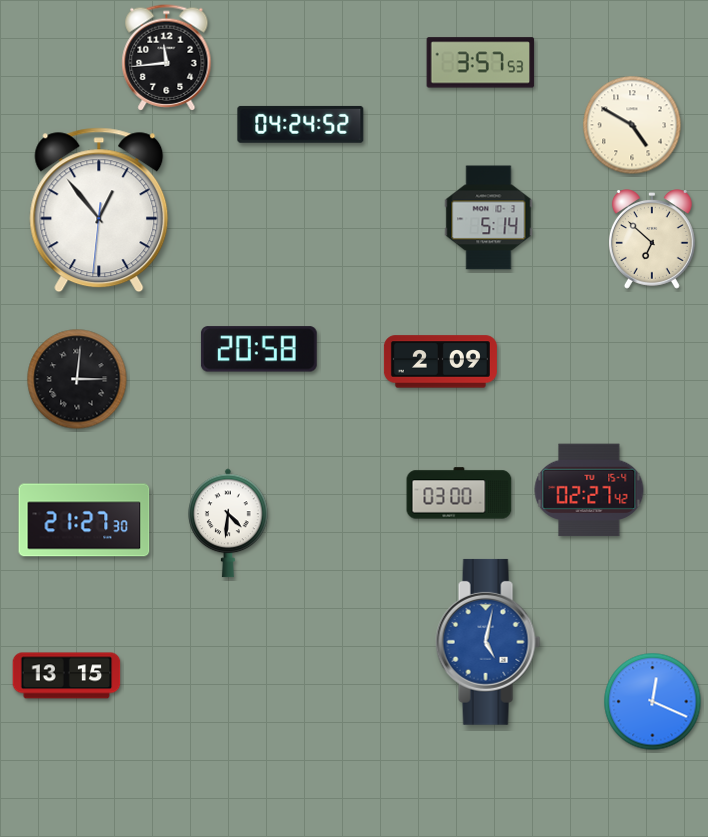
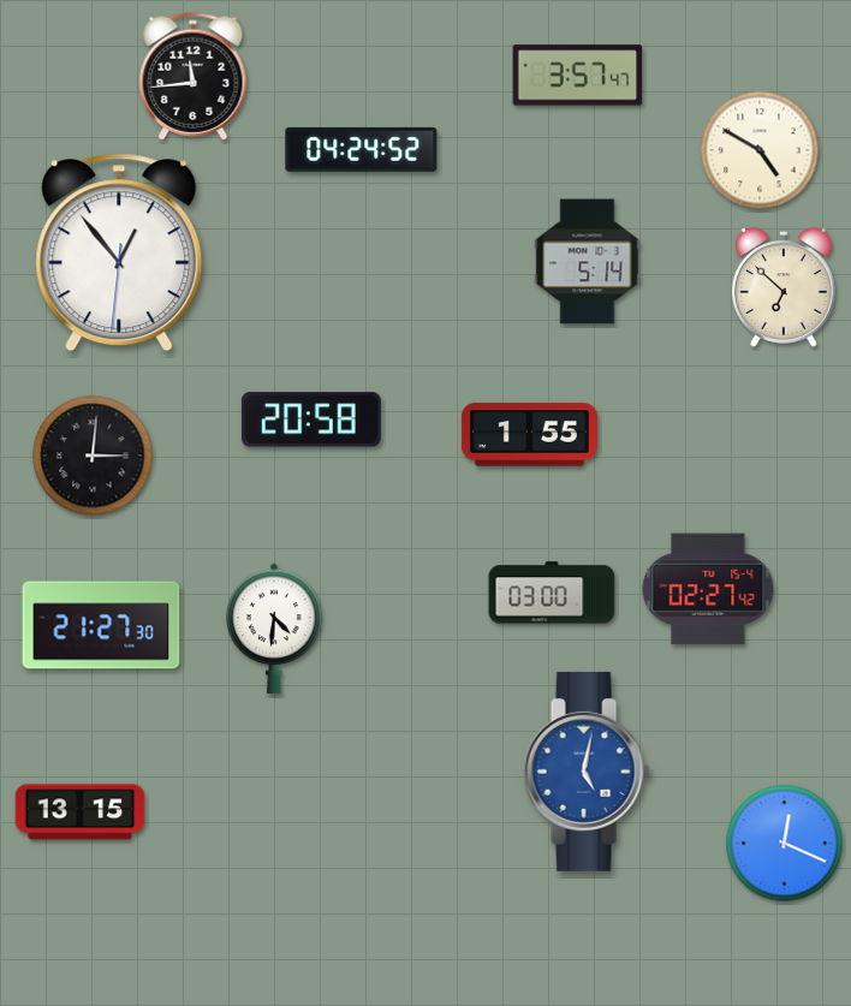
clock at (167, 58) position: (167, 58) -> (194, 77)
clock at (481, 63): 3:57:53 -> 3:57:47
clock at (440, 362): 2:09 -> 1:55
